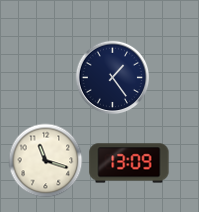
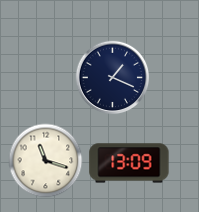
clock at (113, 78): 1:24 -> 1:19
